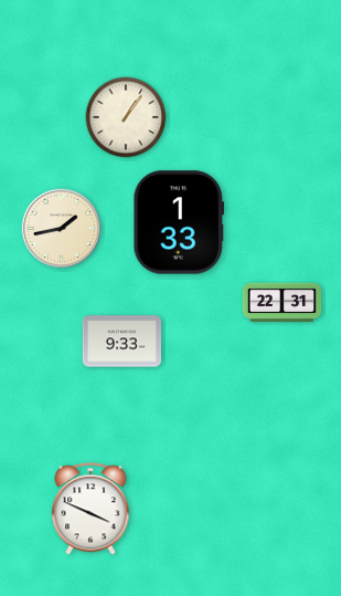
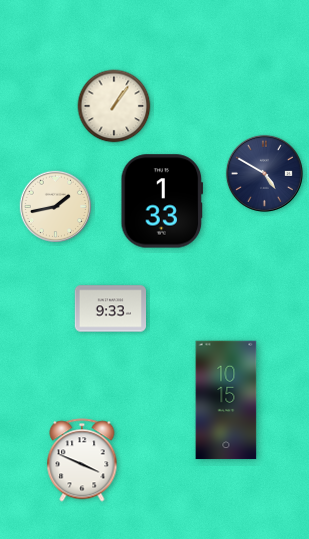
clock at (264, 173): none -> 4:50
clock at (283, 302): 22:31 -> none
clock at (226, 400): none -> 10:15
